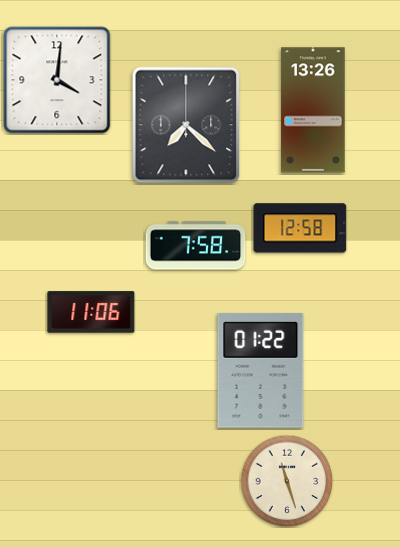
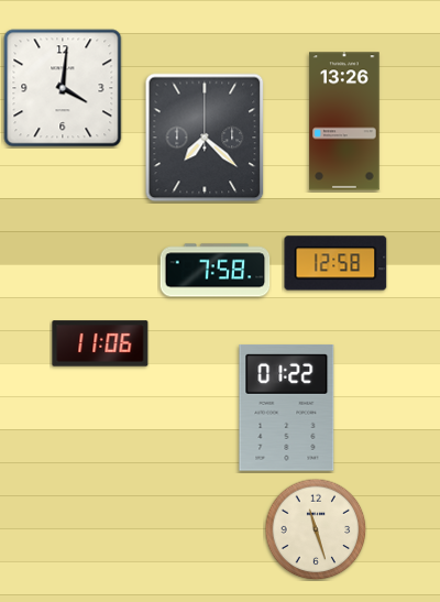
clock at (300, 228) position: (300, 228) -> (335, 263)
